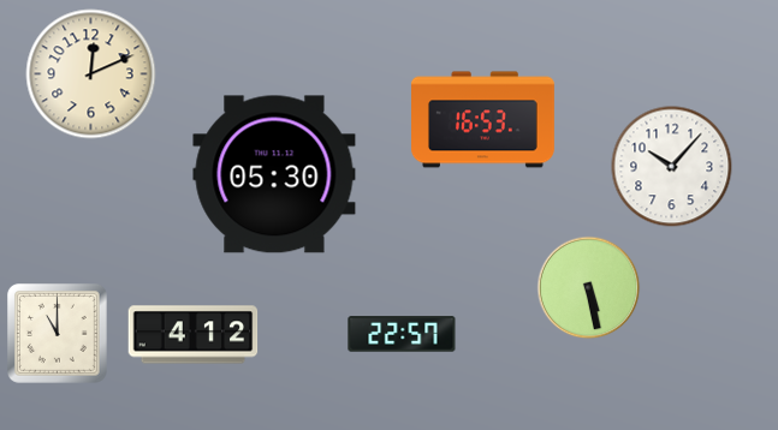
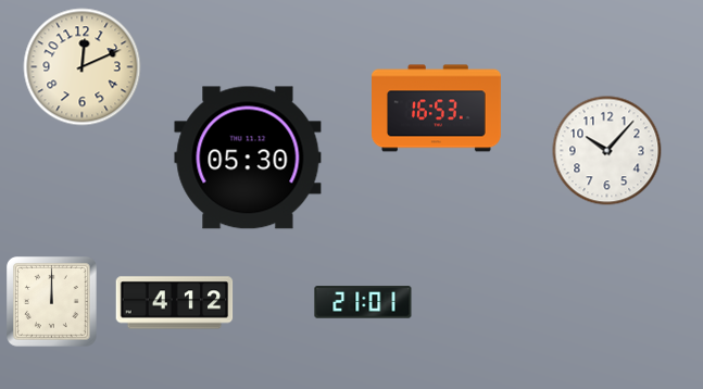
clock at (588, 287): 5:28 -> none
clock at (58, 334): 11:00 -> 12:00
clock at (402, 334): 22:57 -> 21:01
